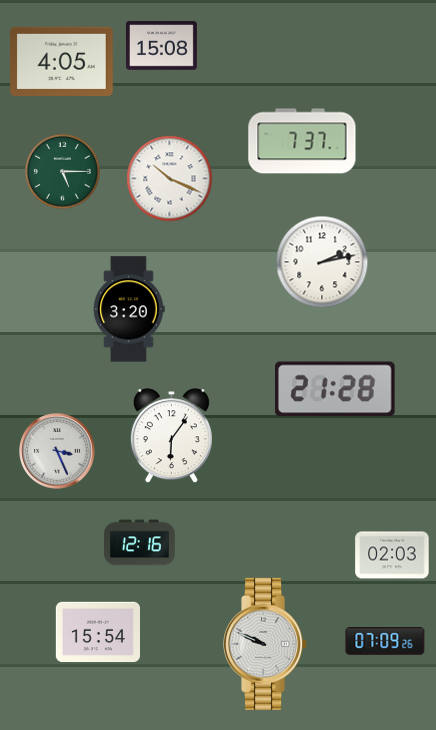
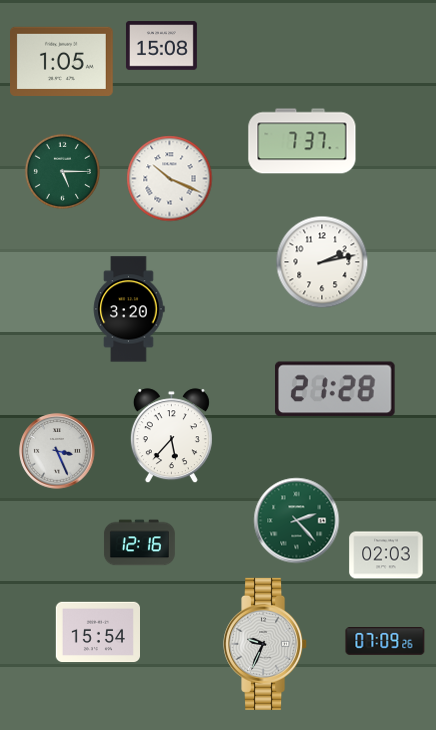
clock at (62, 61): 4:05 -> 1:05
clock at (171, 436): 6:06 -> 5:37
clock at (297, 521): none -> 2:23
clock at (392, 555) position: (392, 555) -> (386, 555)
clock at (266, 644): 9:49 -> 9:34
